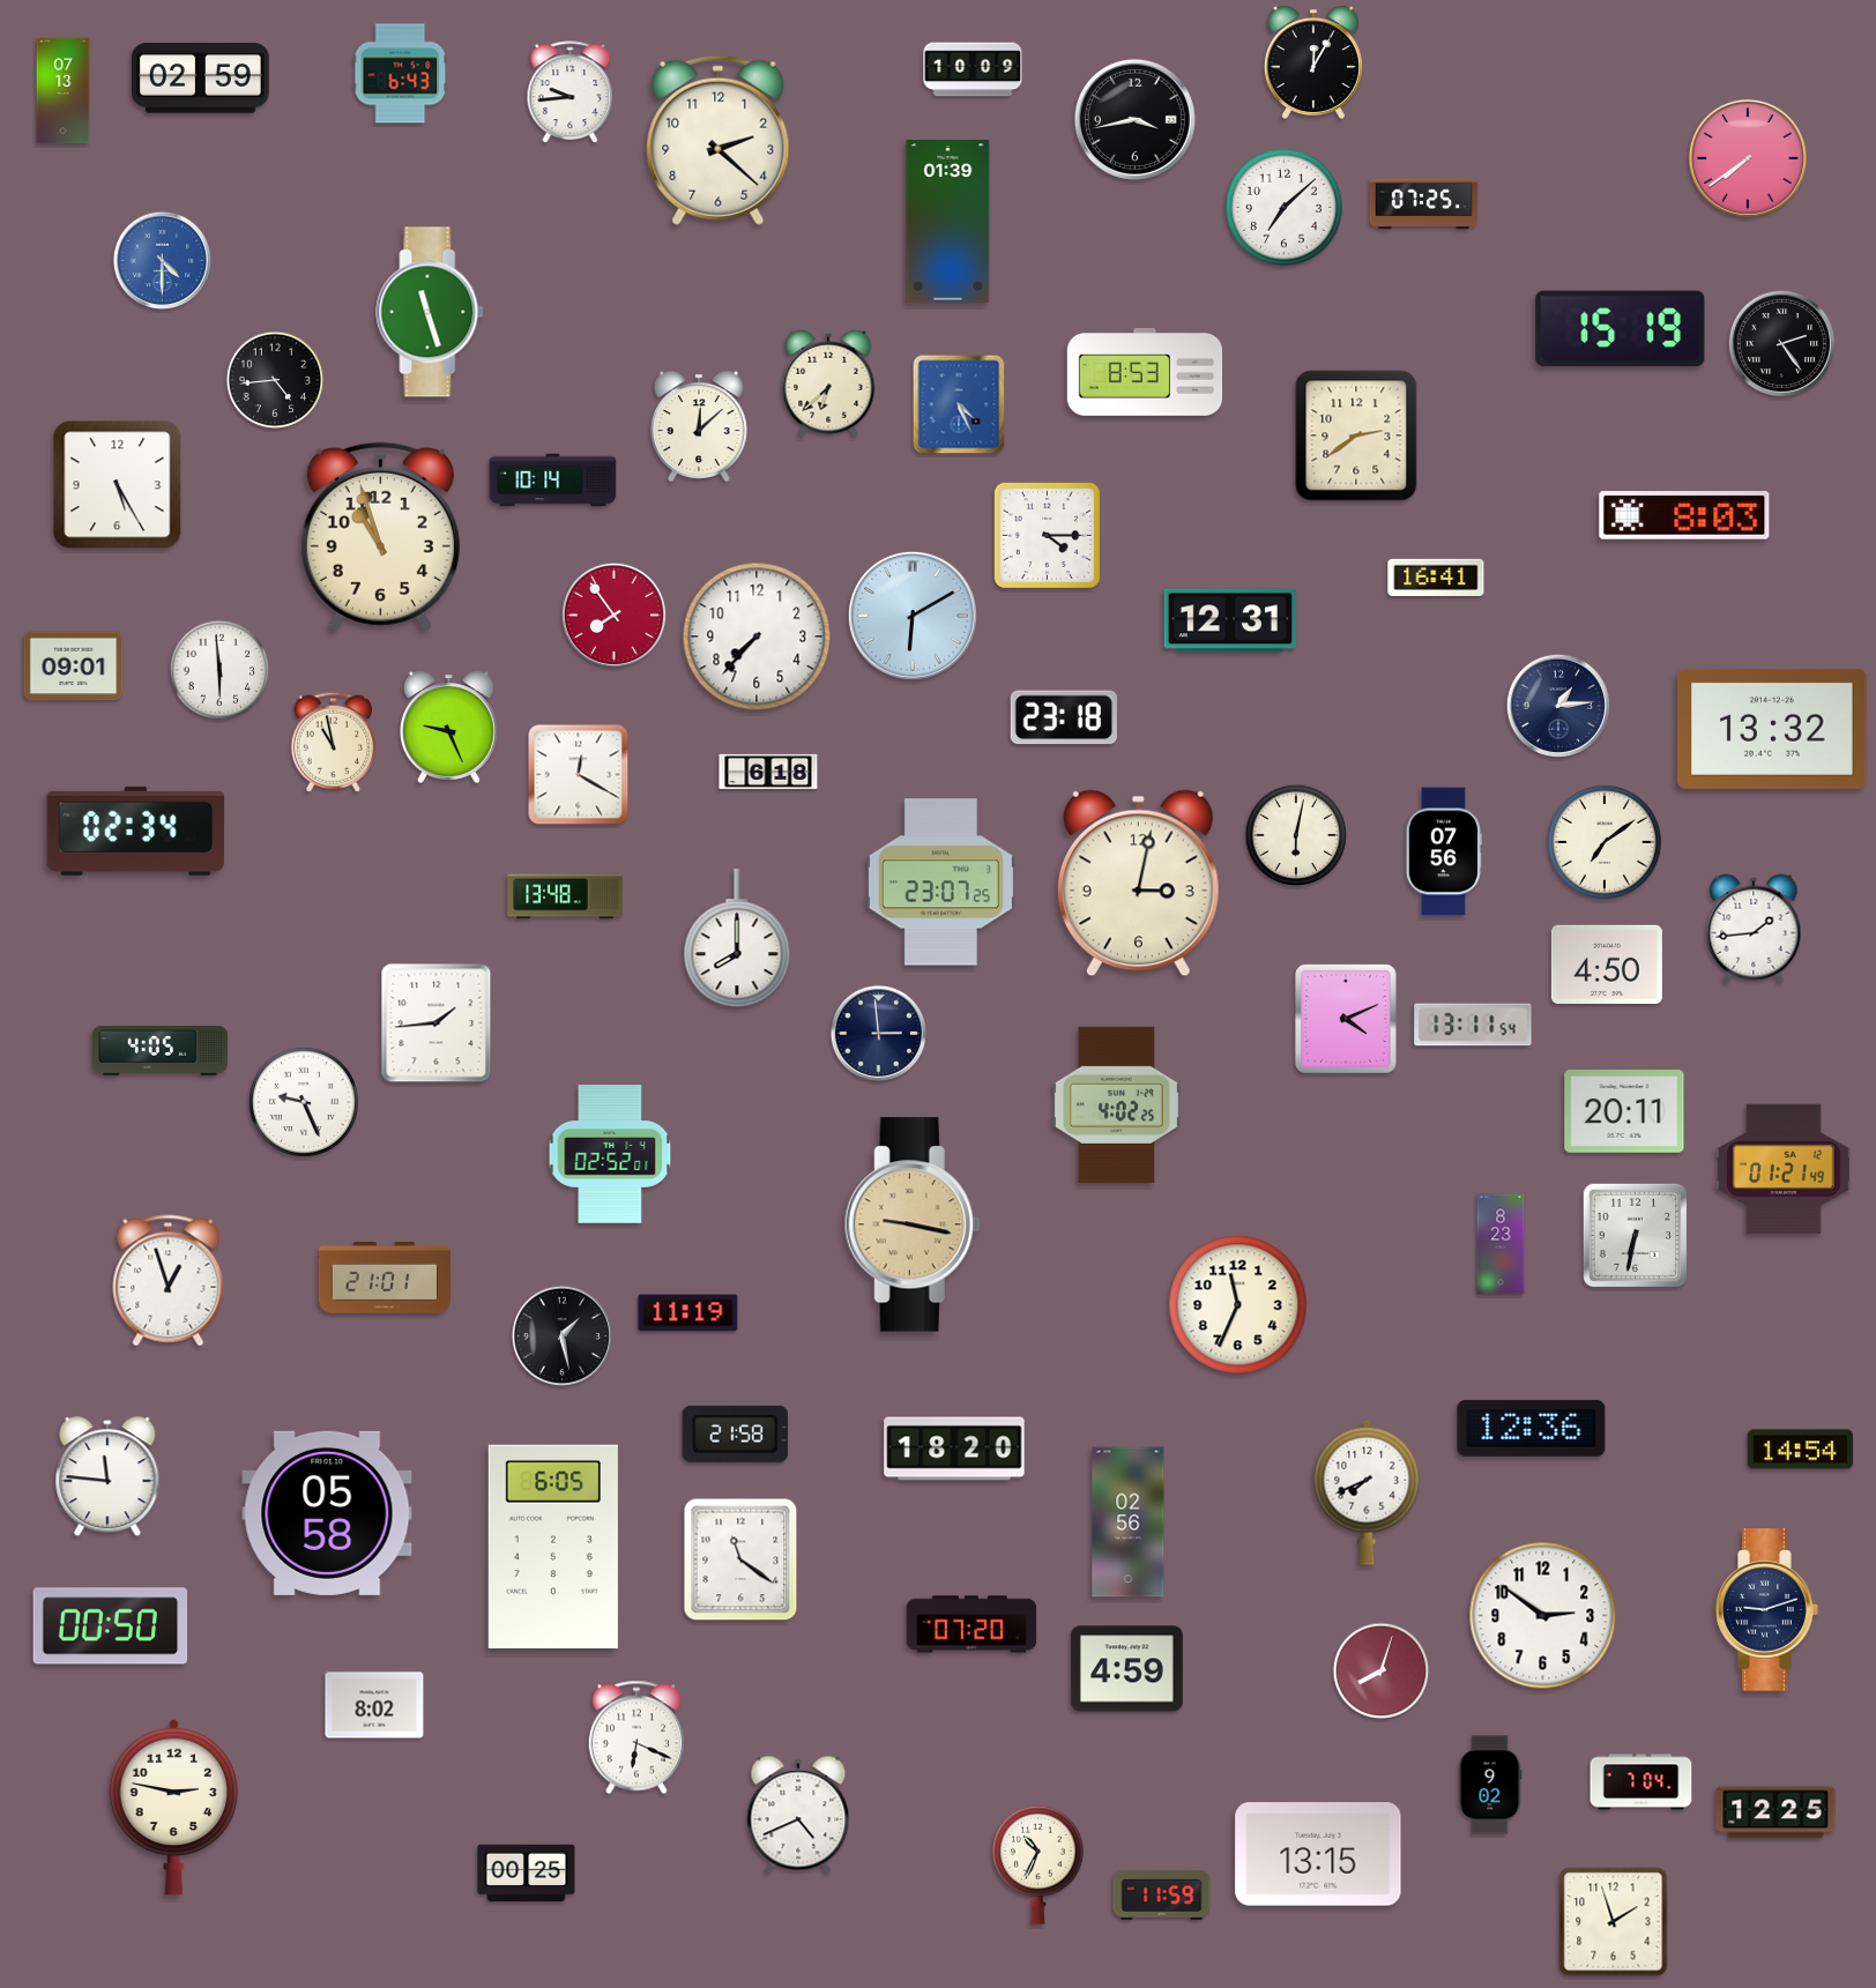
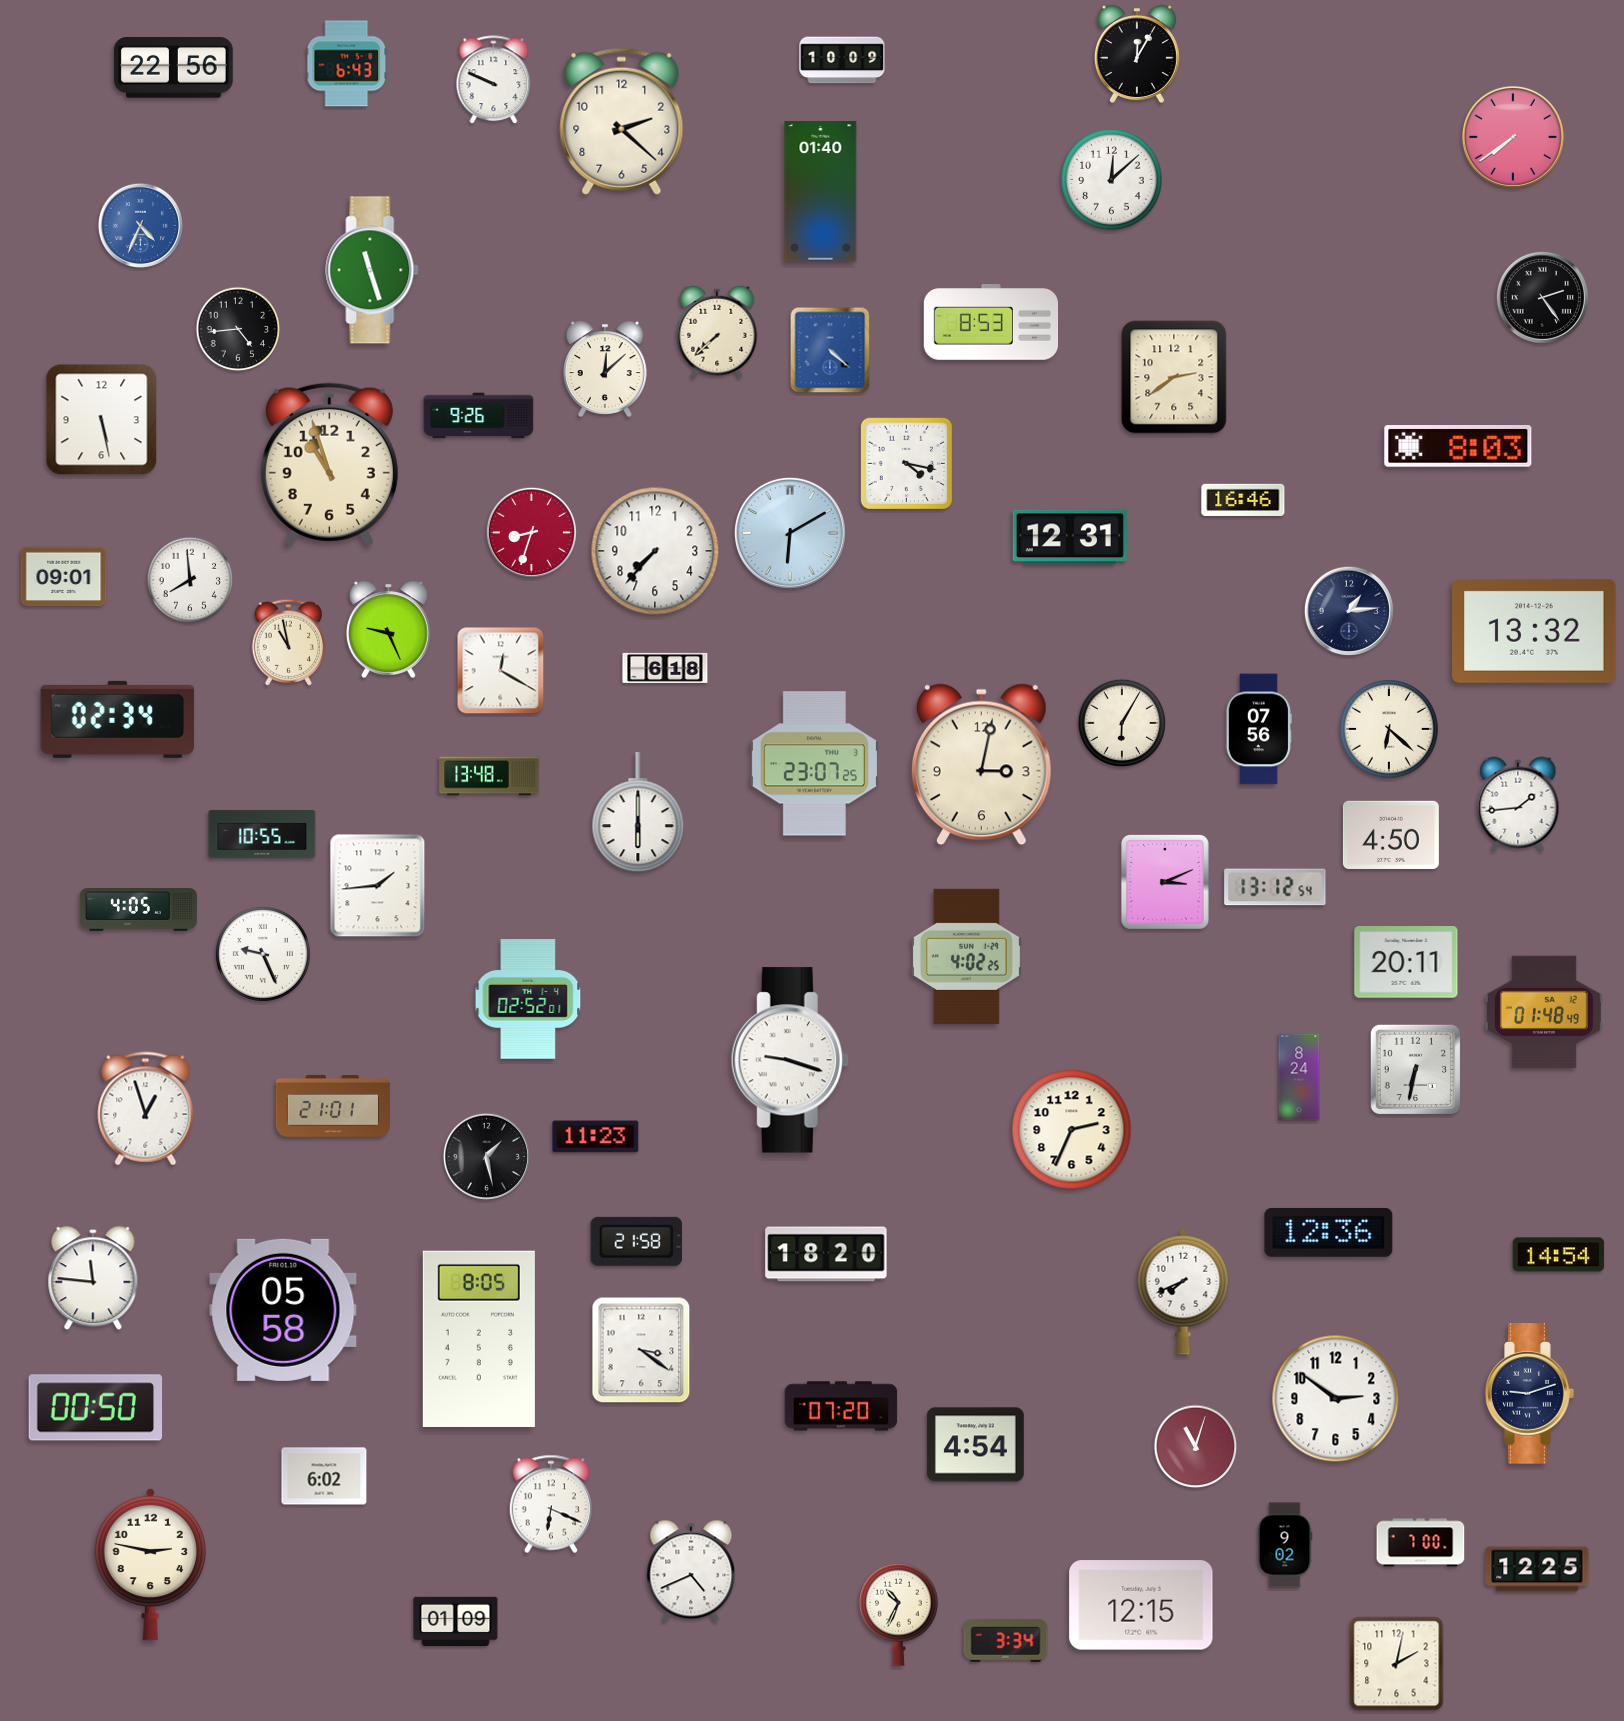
clock at (200, 79): 02:59 -> 22:56
clock at (64, 91): 07:13 -> none
clock at (571, 92): 9:44 -> 9:49
clock at (1134, 119): 3:43 -> none
clock at (1423, 204): 07:25 -> none
clock at (1285, 208): 7:08 -> 12:08
clock at (948, 222): 01:39 -> 01:40
clock at (162, 260): 4:30 -> 4:34
clock at (1621, 329): 15:19 -> none
clock at (828, 384): 6:38 -> 7:38
clock at (959, 404): 4:26 -> 4:22
clock at (553, 481): 10:14 -> 9:26
clock at (118, 485): 5:25 -> 5:28
clock at (1047, 535): 4:15 -> 4:17
clock at (1436, 578): 16:41 -> 16:46
clock at (613, 615): 7:54 -> 8:33
clock at (1230, 620) position: (1230, 620) -> (1070, 537)
clock at (219, 670): 5:59 -> 7:59
clock at (1064, 717): 23:18 -> none
clock at (1295, 834): 6:02 -> 6:05
clock at (1605, 842): 7:09 -> 6:22
clock at (1444, 851) position: (1444, 851) -> (1259, 729)
clock at (1138, 884) position: (1138, 884) -> (981, 765)
clock at (737, 939): 8:00 -> 6:00
clock at (262, 834): none -> 10:55
clock at (1346, 1019): 4:11 -> 3:11
clock at (1473, 1025): 13:11 -> 13:12
clock at (878, 1033): 2:59 -> none
clock at (1784, 1169): 01:21 -> 01:48
clock at (913, 1224): 9:17 -> 9:18
clock at (913, 1224) dial: champagne -> white
clock at (1501, 1244): 8:23 -> 8:24
clock at (1238, 1305): 11:34 -> 2:34
clock at (688, 1313): 11:19 -> 11:23
clock at (1532, 1428) position: (1532, 1428) -> (1329, 1232)
clock at (1129, 1522): 02:56 -> none
clock at (553, 1547): 6:05 -> 8:05
clock at (740, 1559): 11:21 -> 3:21
clock at (1126, 1669): 4:59 -> 4:54
clock at (1382, 1671): 8:03 -> 11:03
clock at (374, 1705): 8:02 -> 6:02
clock at (1641, 1782): 7:04 -> 7:00
clock at (1490, 1785) position: (1490, 1785) -> (1285, 1545)
clock at (1318, 1854): 13:15 -> 12:15
clock at (527, 1874): 00:25 -> 01:09
clock at (1162, 1894): 11:59 -> 3:34
clock at (1614, 1922): 1:57 -> 2:02
